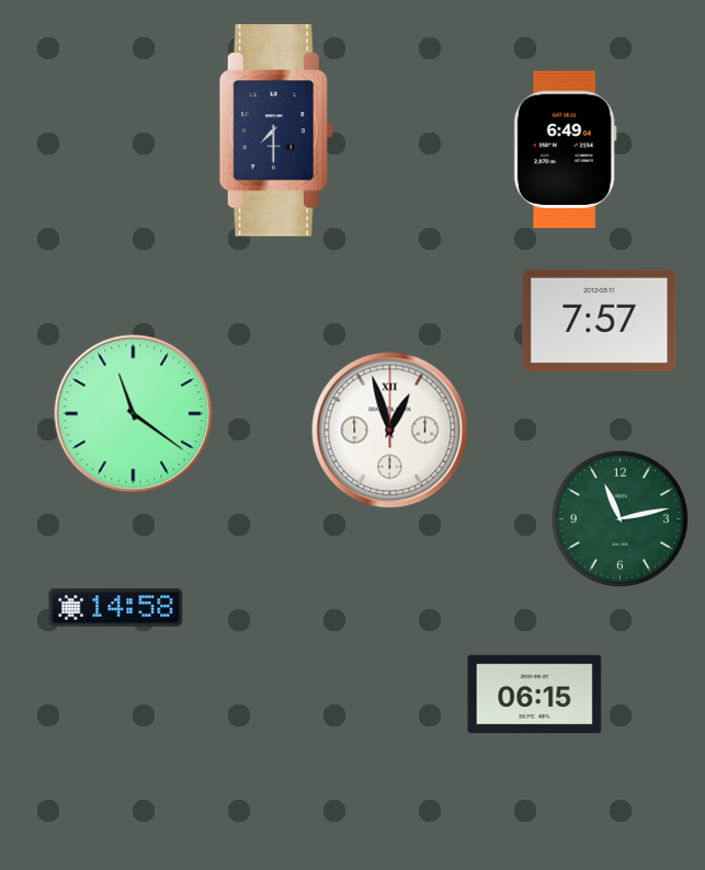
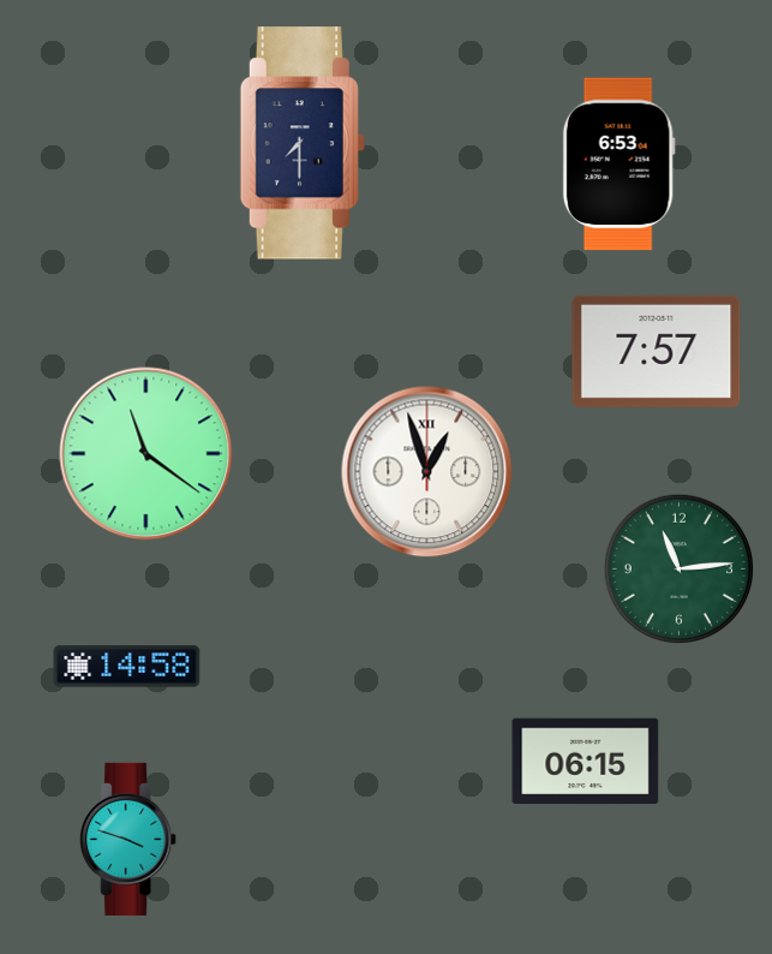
clock at (565, 150): 6:49 -> 6:53
clock at (619, 518): 11:13 -> 11:14
clock at (128, 839): none -> 3:48
